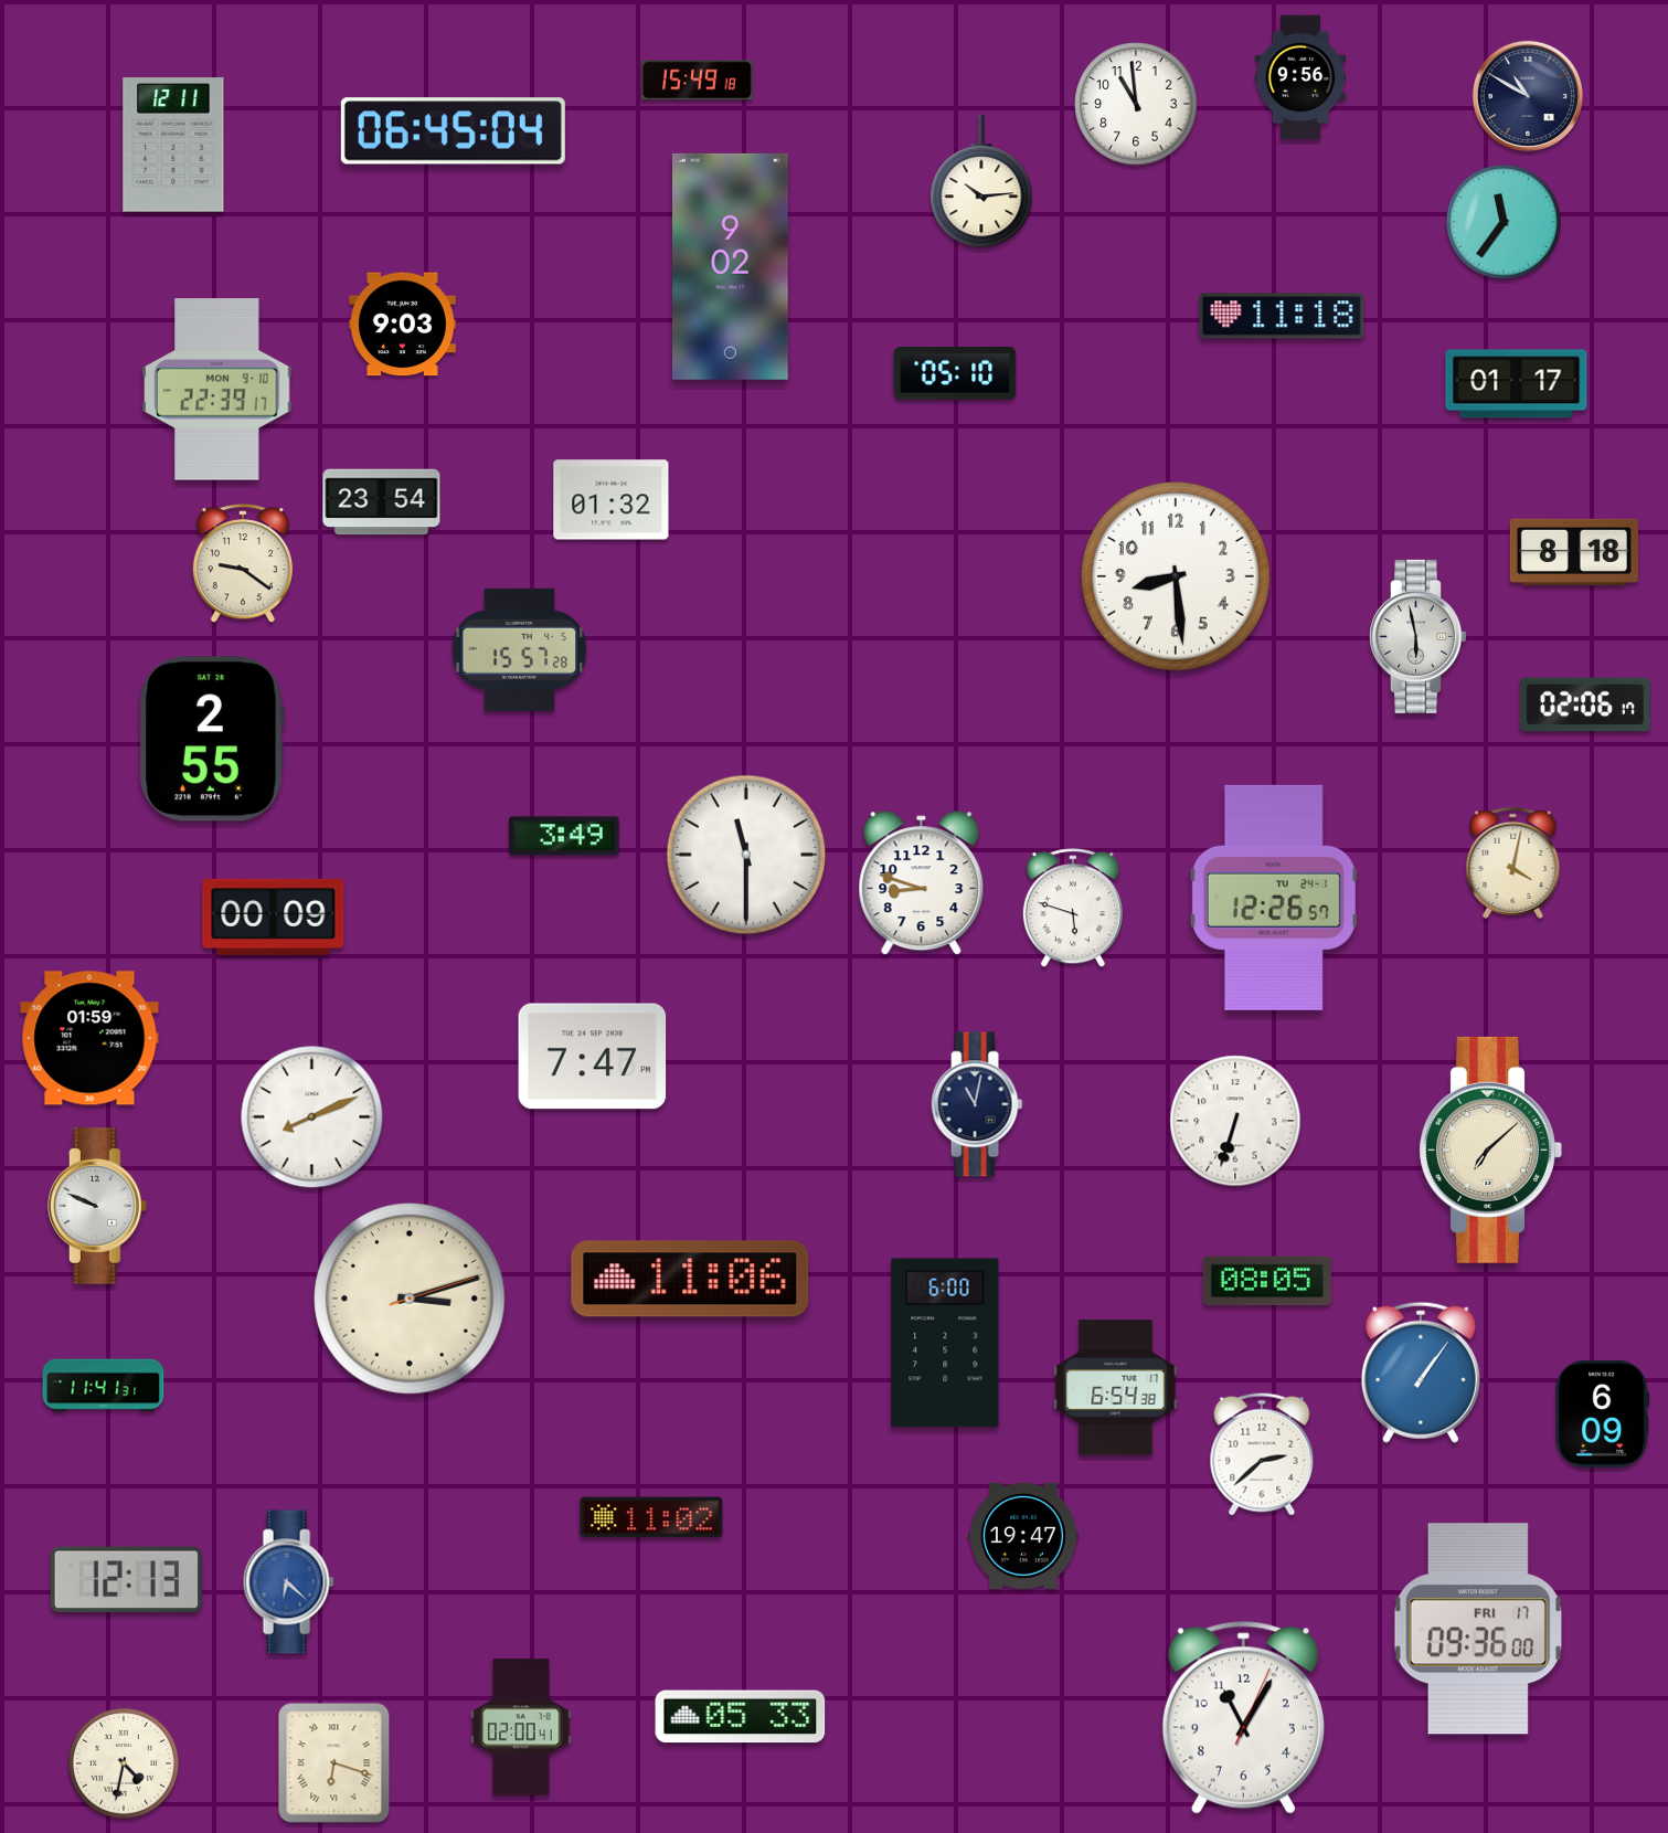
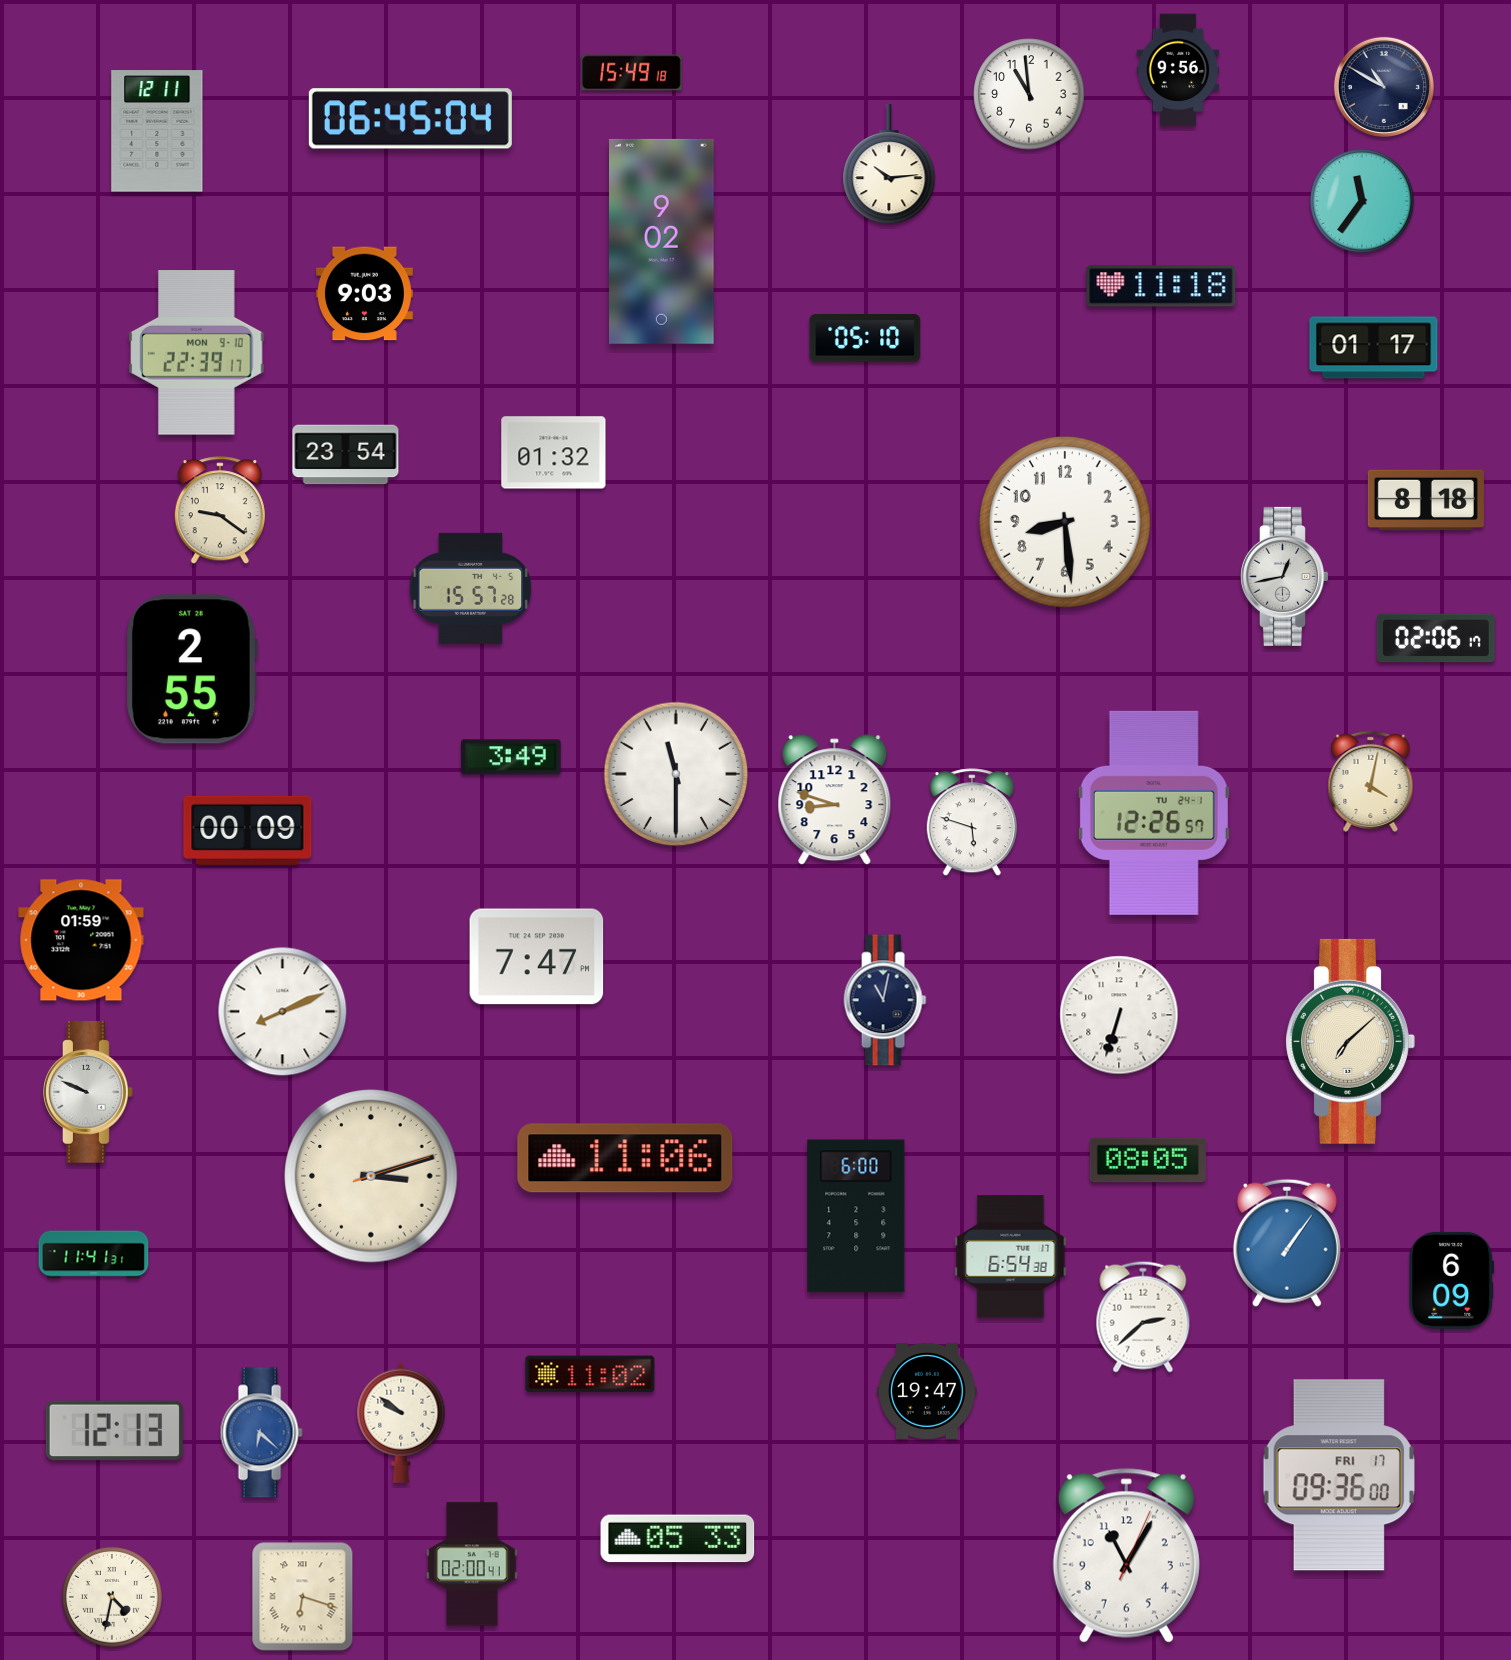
clock at (1417, 636): 5:58 -> 12:43
clock at (401, 1423): none -> 9:51
clock at (741, 1717) position: (741, 1717) -> (678, 1539)
